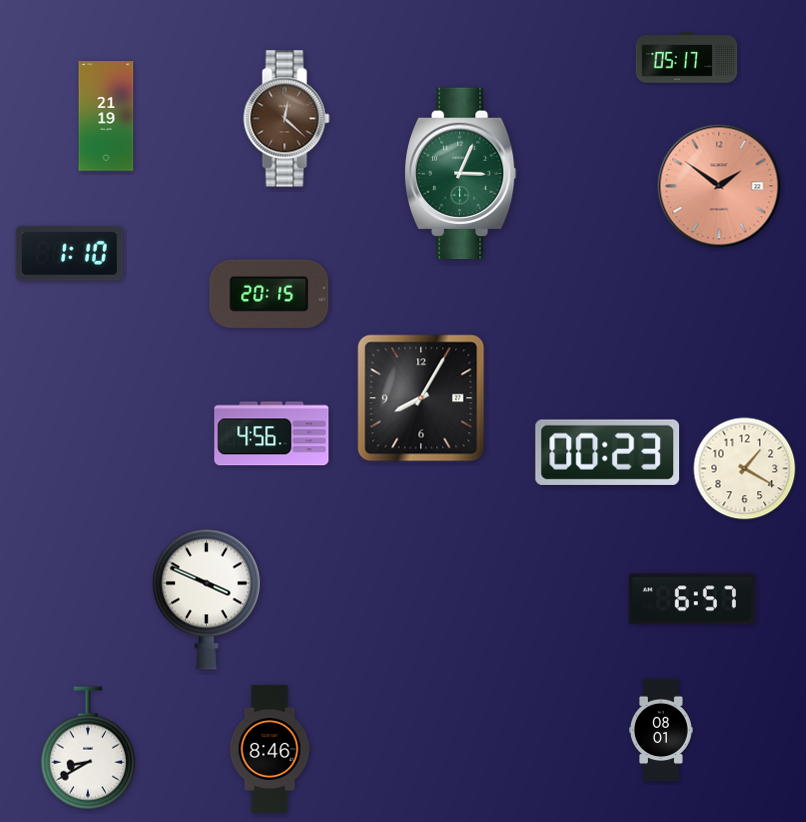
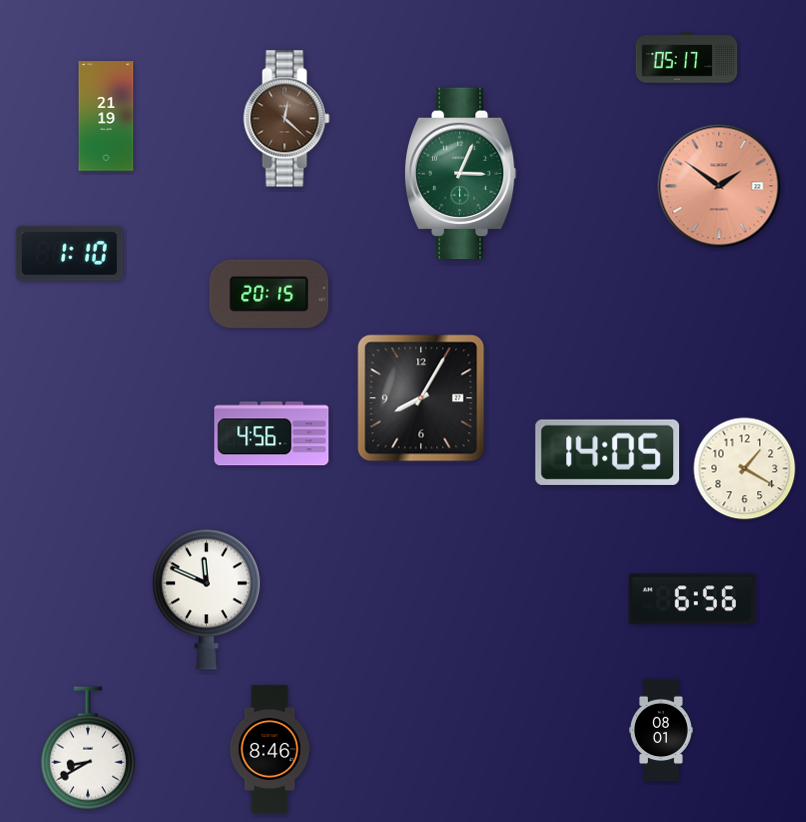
clock at (608, 452): 00:23 -> 14:05
clock at (206, 599): 3:49 -> 11:49
clock at (692, 599): 6:57 -> 6:56
